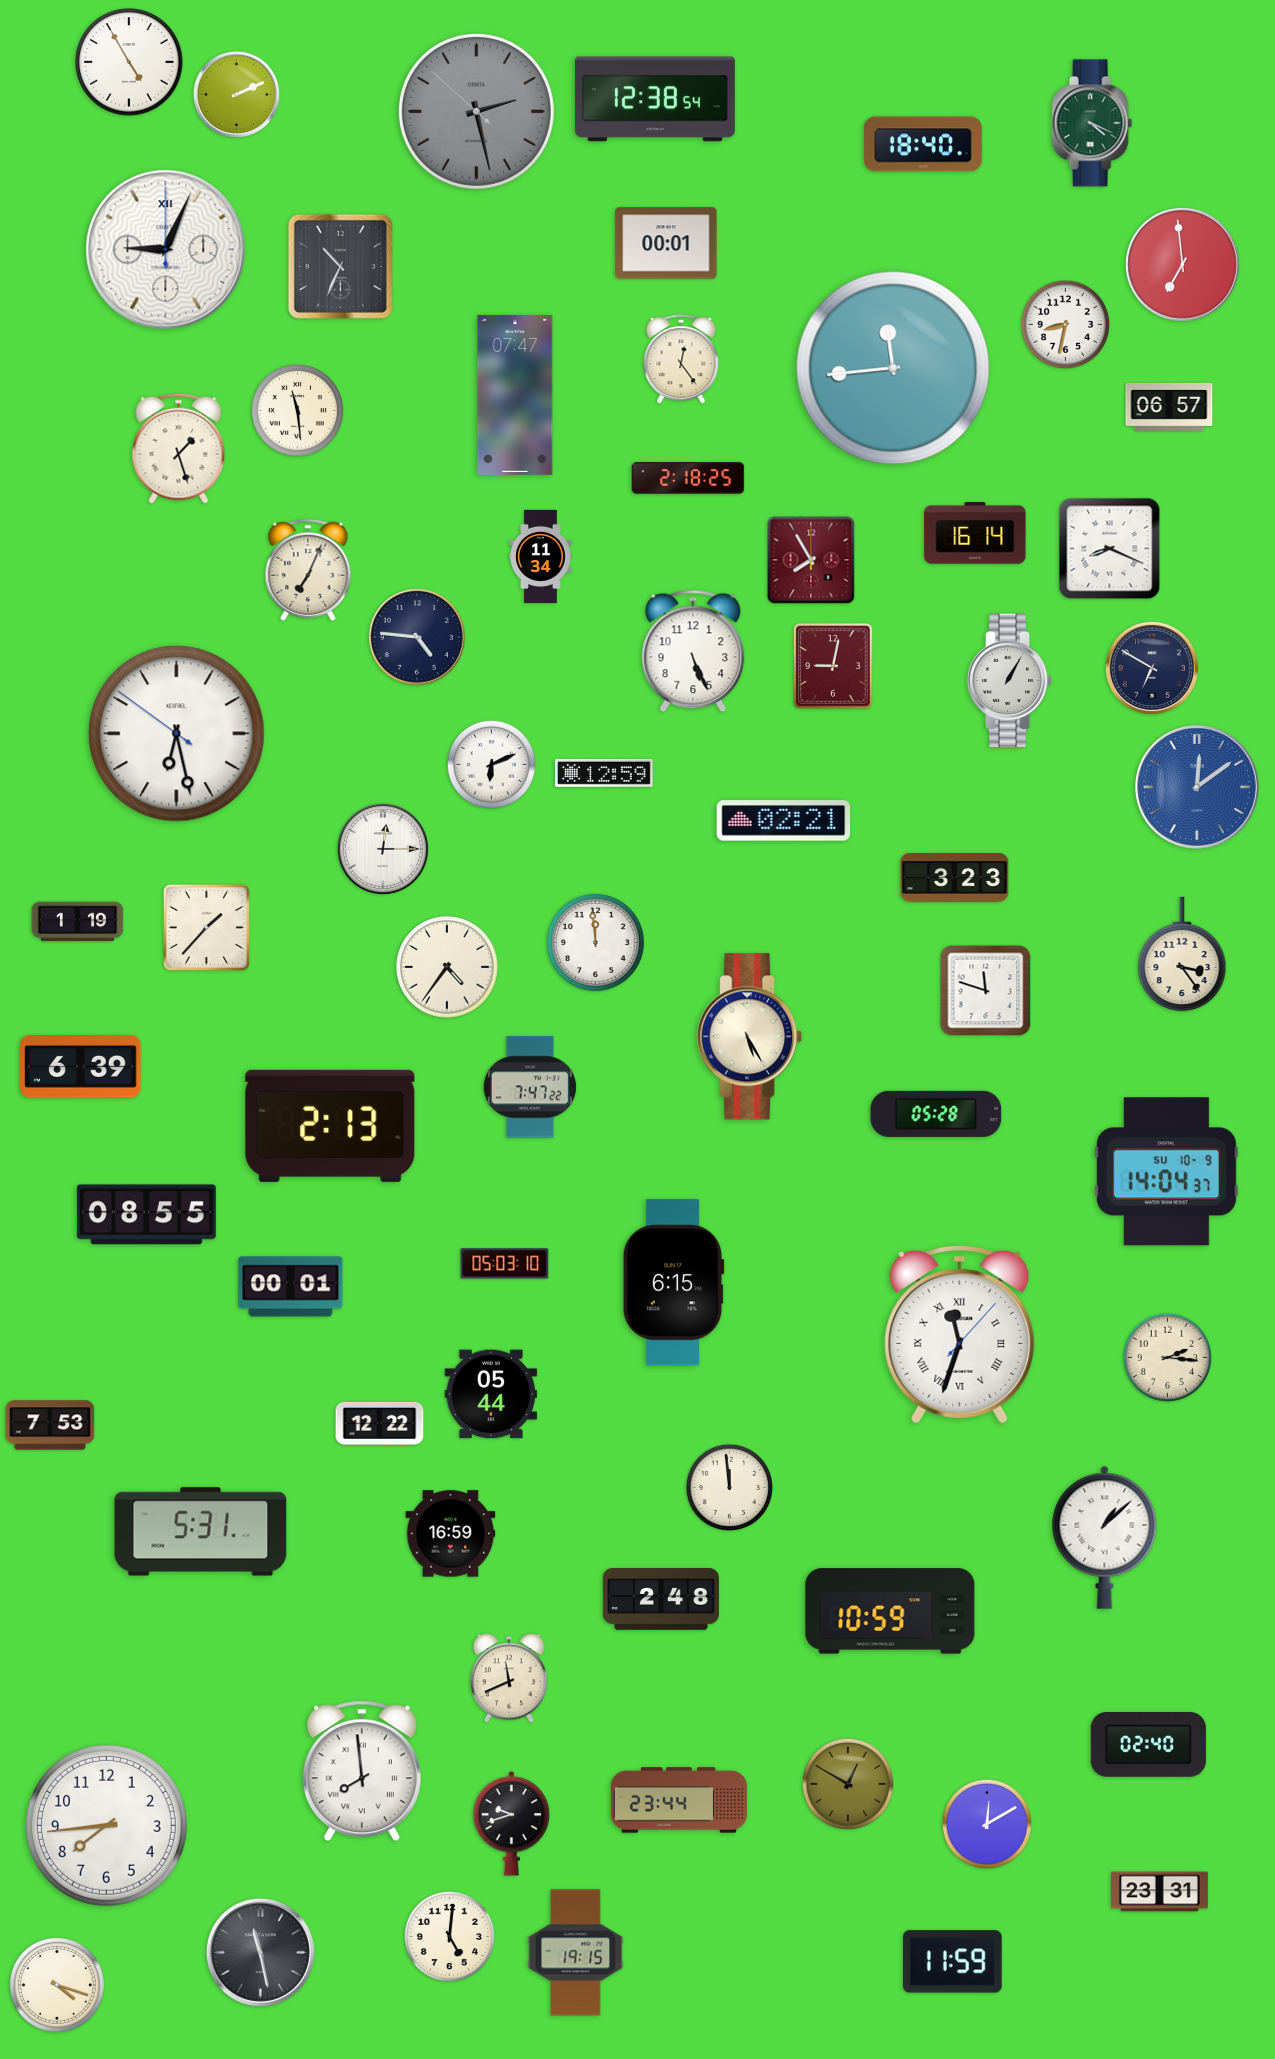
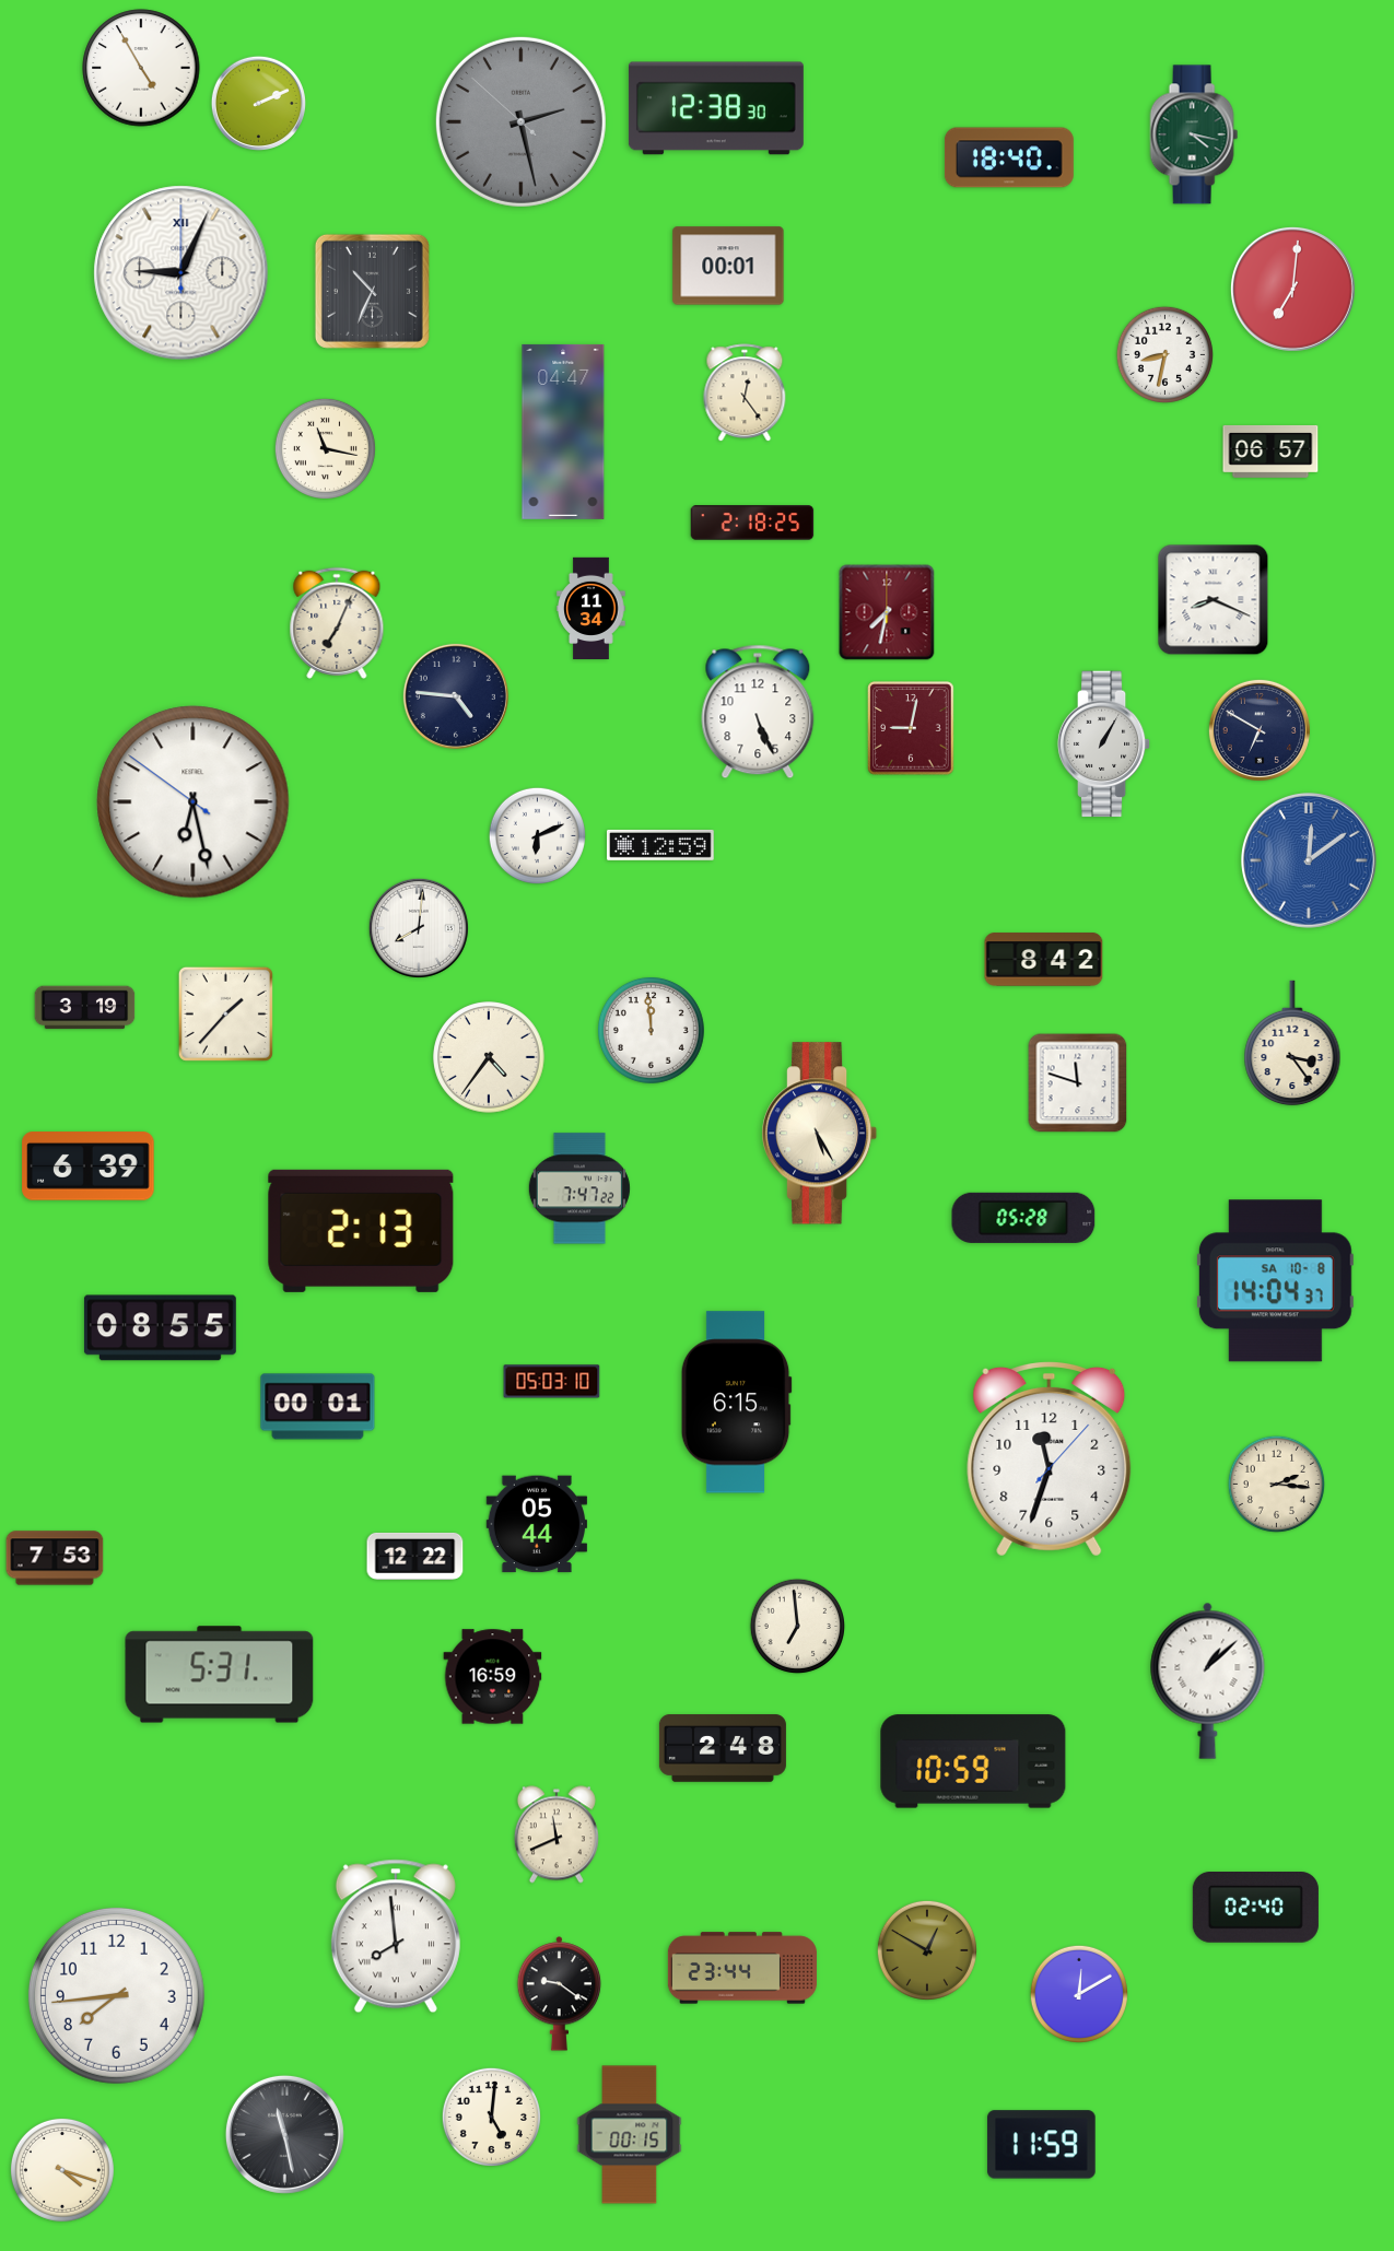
clock at (655, 99): 12:38:54 -> 12:38:30
clock at (1092, 123): 4:19 -> 4:17
clock at (1182, 264): 6:59 -> 7:01
clock at (893, 368): 11:44 -> none
clock at (515, 395): 07:47 -> 04:47
clock at (1169, 407) position: (1169, 407) -> (1270, 452)
clock at (297, 410): 11:29 -> 11:17
clock at (179, 448): 1:27 -> none
clock at (975, 533): 16:14 -> none
clock at (811, 560): 7:55 -> 7:32
clock at (784, 821): 02:21 -> none
clock at (383, 849): 12:15 -> 8:01
clock at (955, 878): 3:23 -> 8:42
clock at (78, 922): 1:19 -> 3:19
clock at (1166, 1172) date: SU 10-9 -> SA 10-8
clock at (960, 1334) numerals: Roman -> Arabic
clock at (730, 1488): 11:59 -> 6:59
clock at (512, 1824): 9:42 -> 9:21
clock at (1160, 1892): 23:31 -> none
clock at (576, 1953): 19:15 -> 00:15
